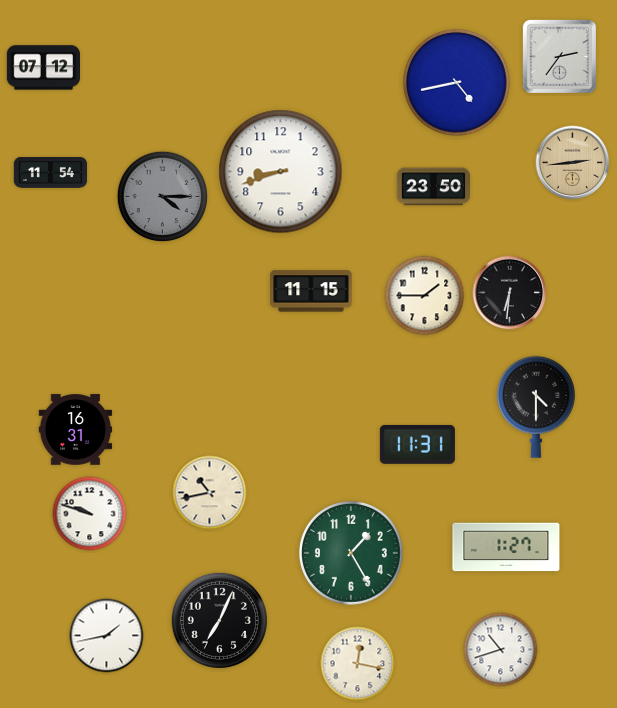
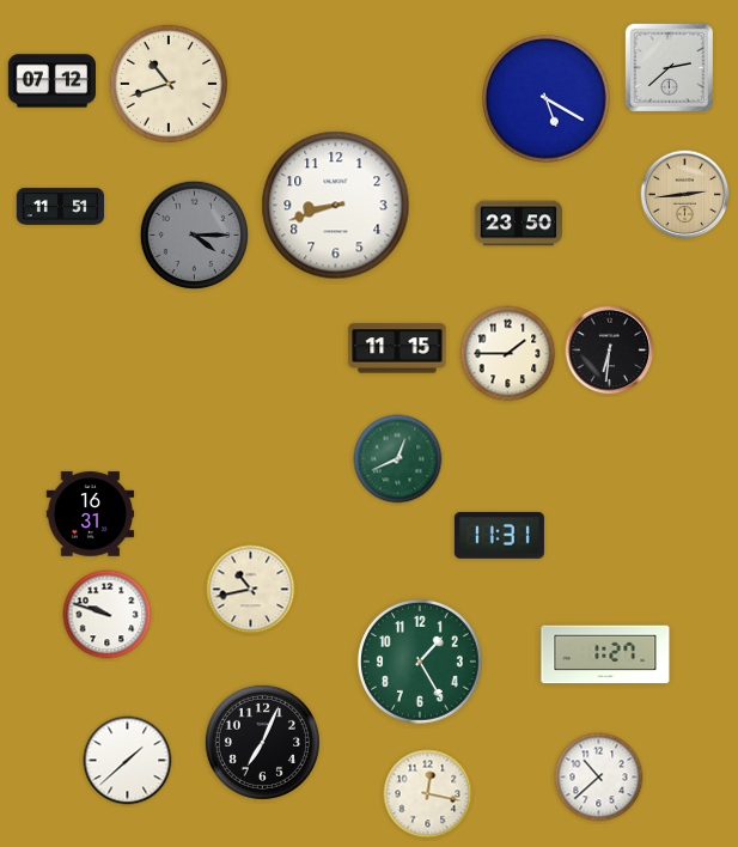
clock at (559, 56): 2:36 -> 2:38
clock at (169, 84): none -> 10:42
clock at (457, 83): 4:43 -> 5:20
clock at (51, 173): 11:54 -> 11:51
clock at (311, 291) position: (311, 291) -> (397, 348)
clock at (398, 459): none -> 12:41
clock at (536, 407): 4:30 -> none
clock at (417, 444) position: (417, 444) -> (499, 535)
clock at (107, 636): 1:43 -> 1:38
clock at (501, 650): 10:42 -> 10:38
